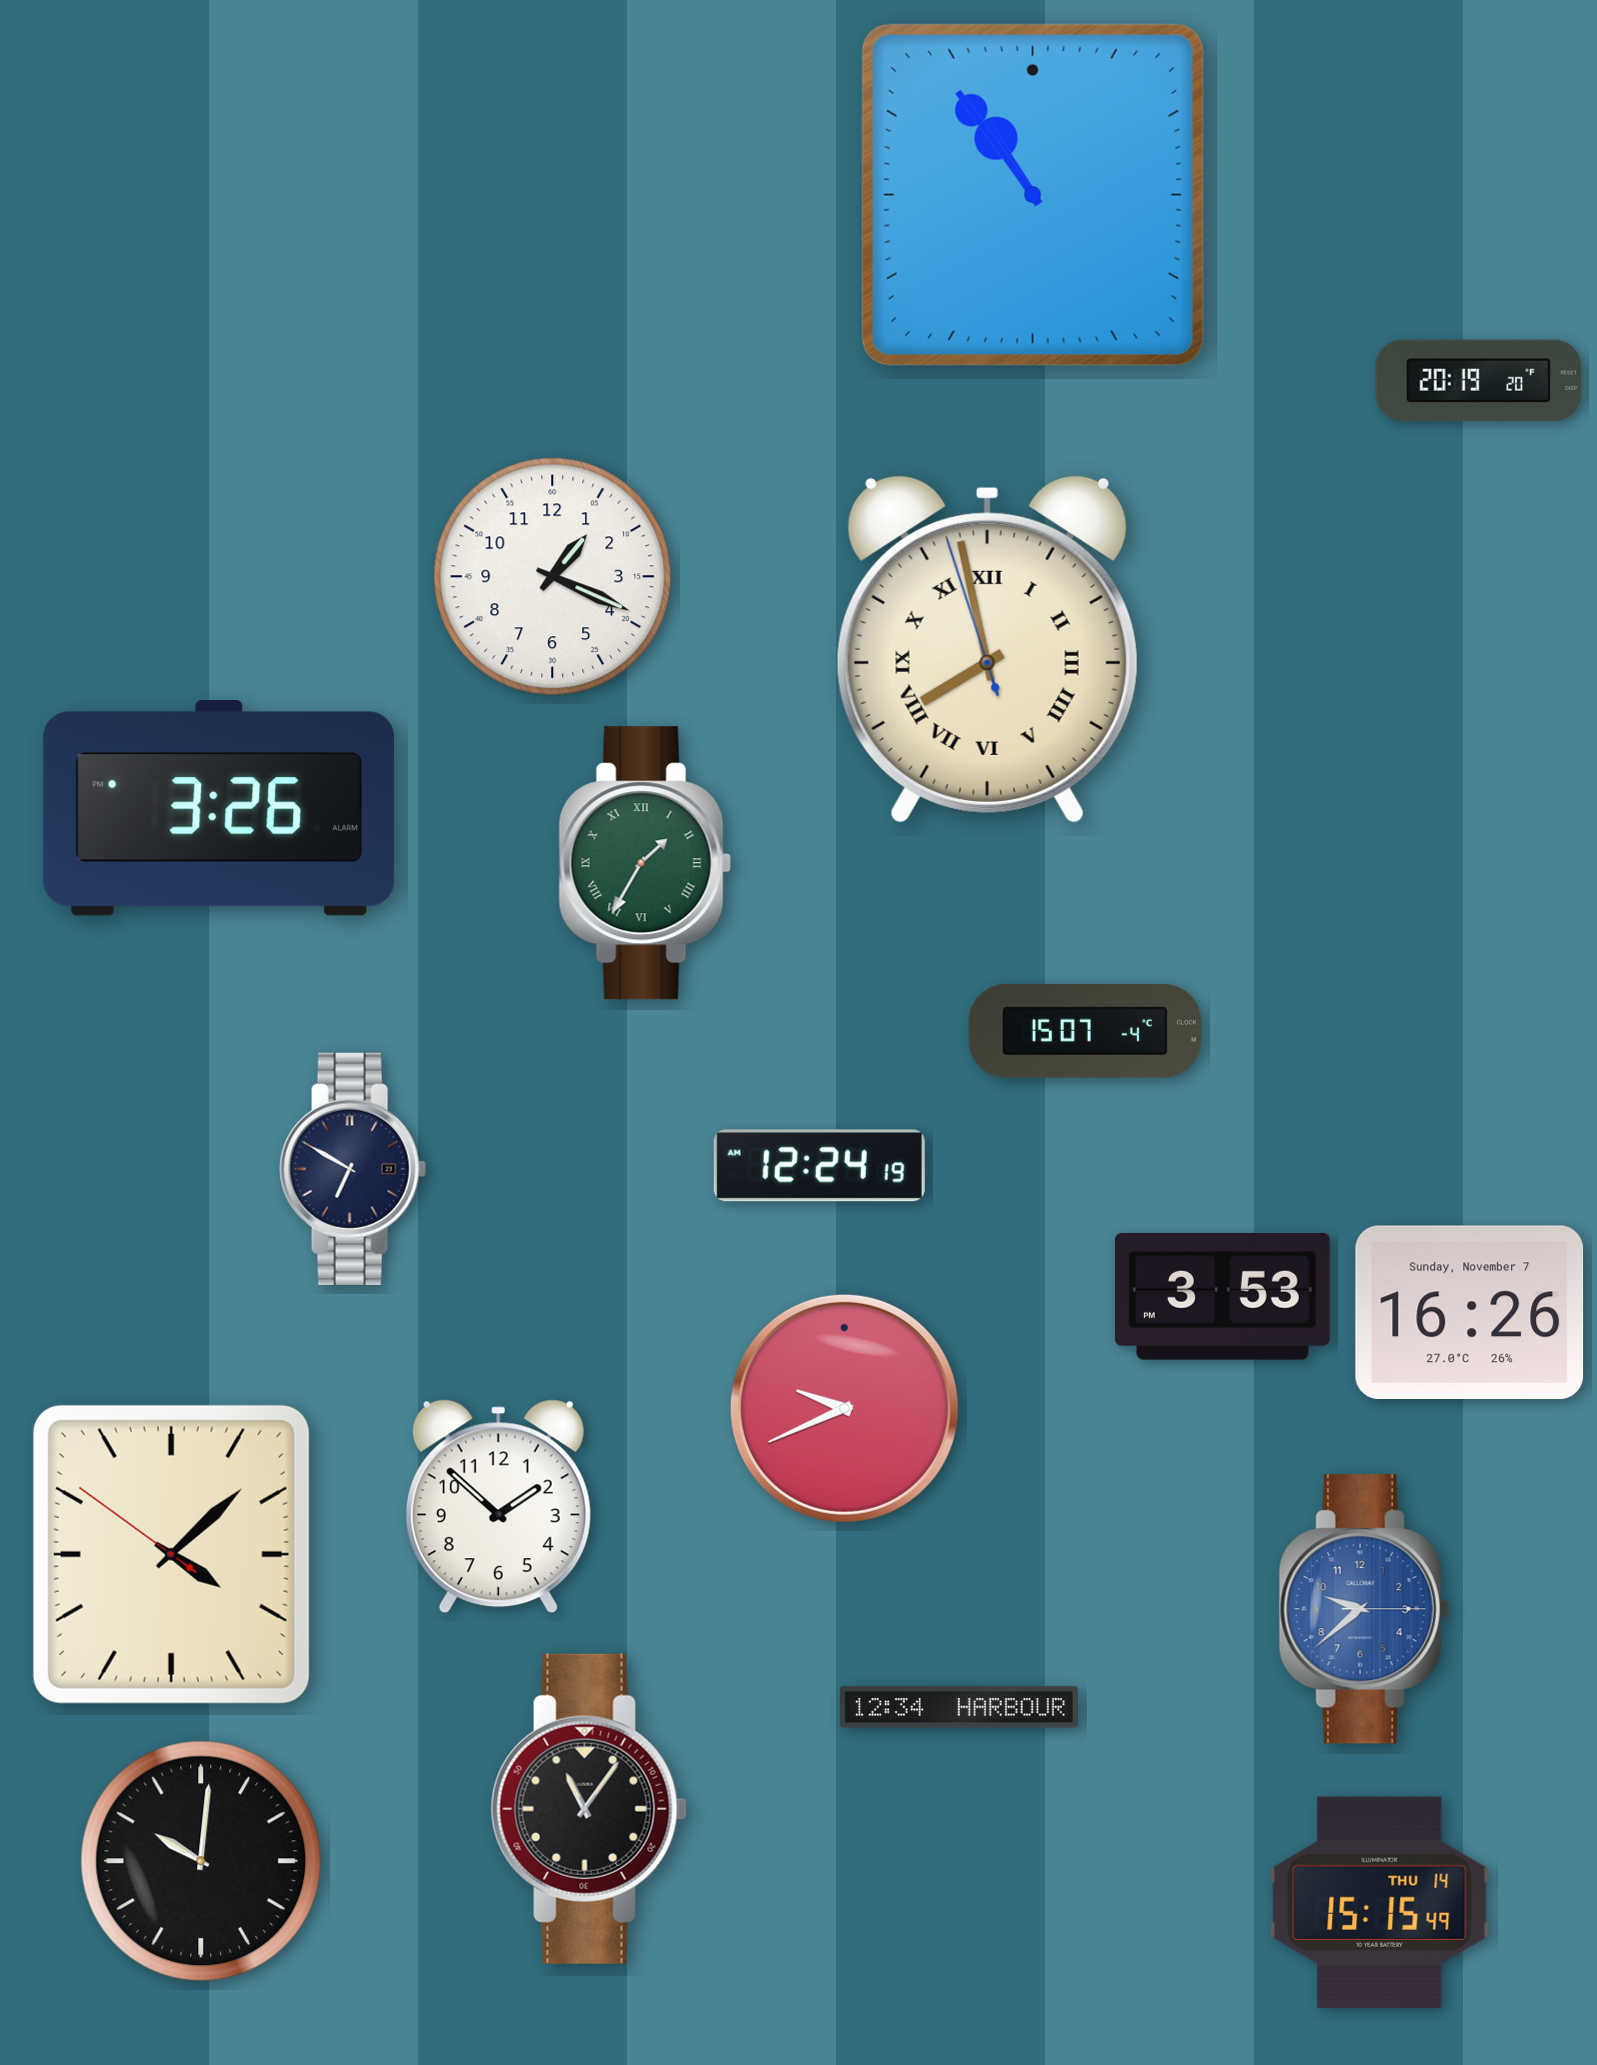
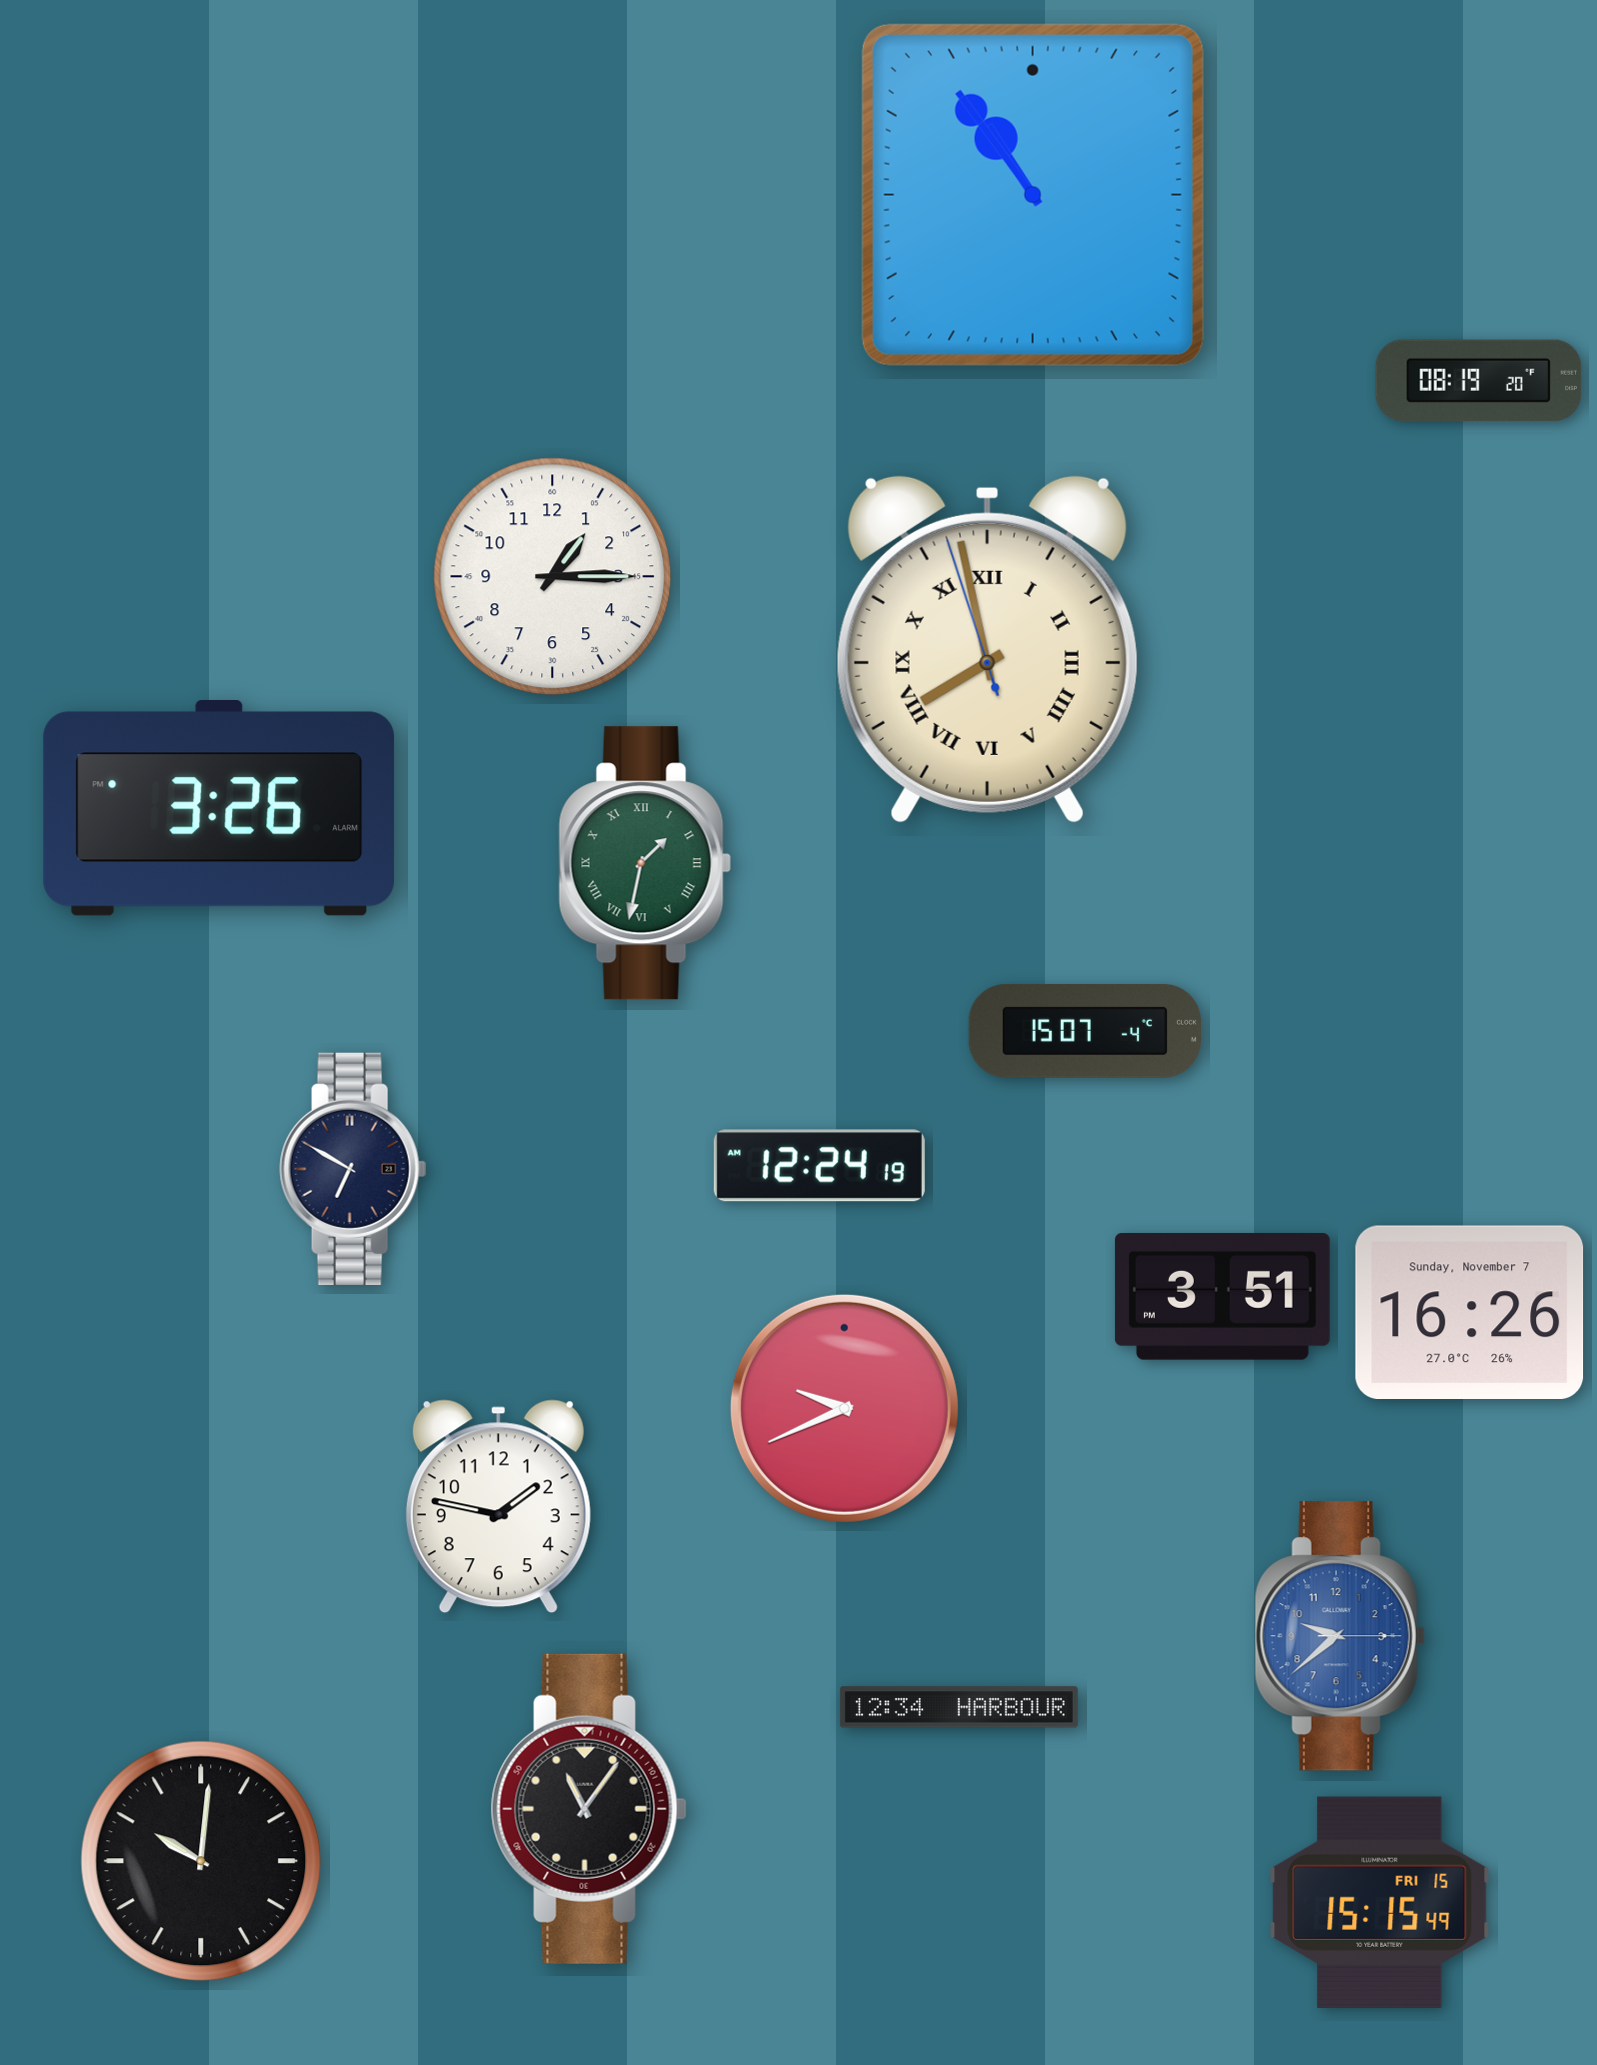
clock at (1479, 381): 20:19 -> 08:19
clock at (553, 577): 1:19 -> 1:15
clock at (645, 863): 1:35 -> 1:32
clock at (1222, 1296): 3:53 -> 3:51
clock at (498, 1507): 1:52 -> 1:47
clock at (171, 1554): 4:07 -> none
clock at (1364, 1609) position: (1364, 1609) -> (1340, 1636)
clock at (1380, 1902) date: THU 14 -> FRI 15
